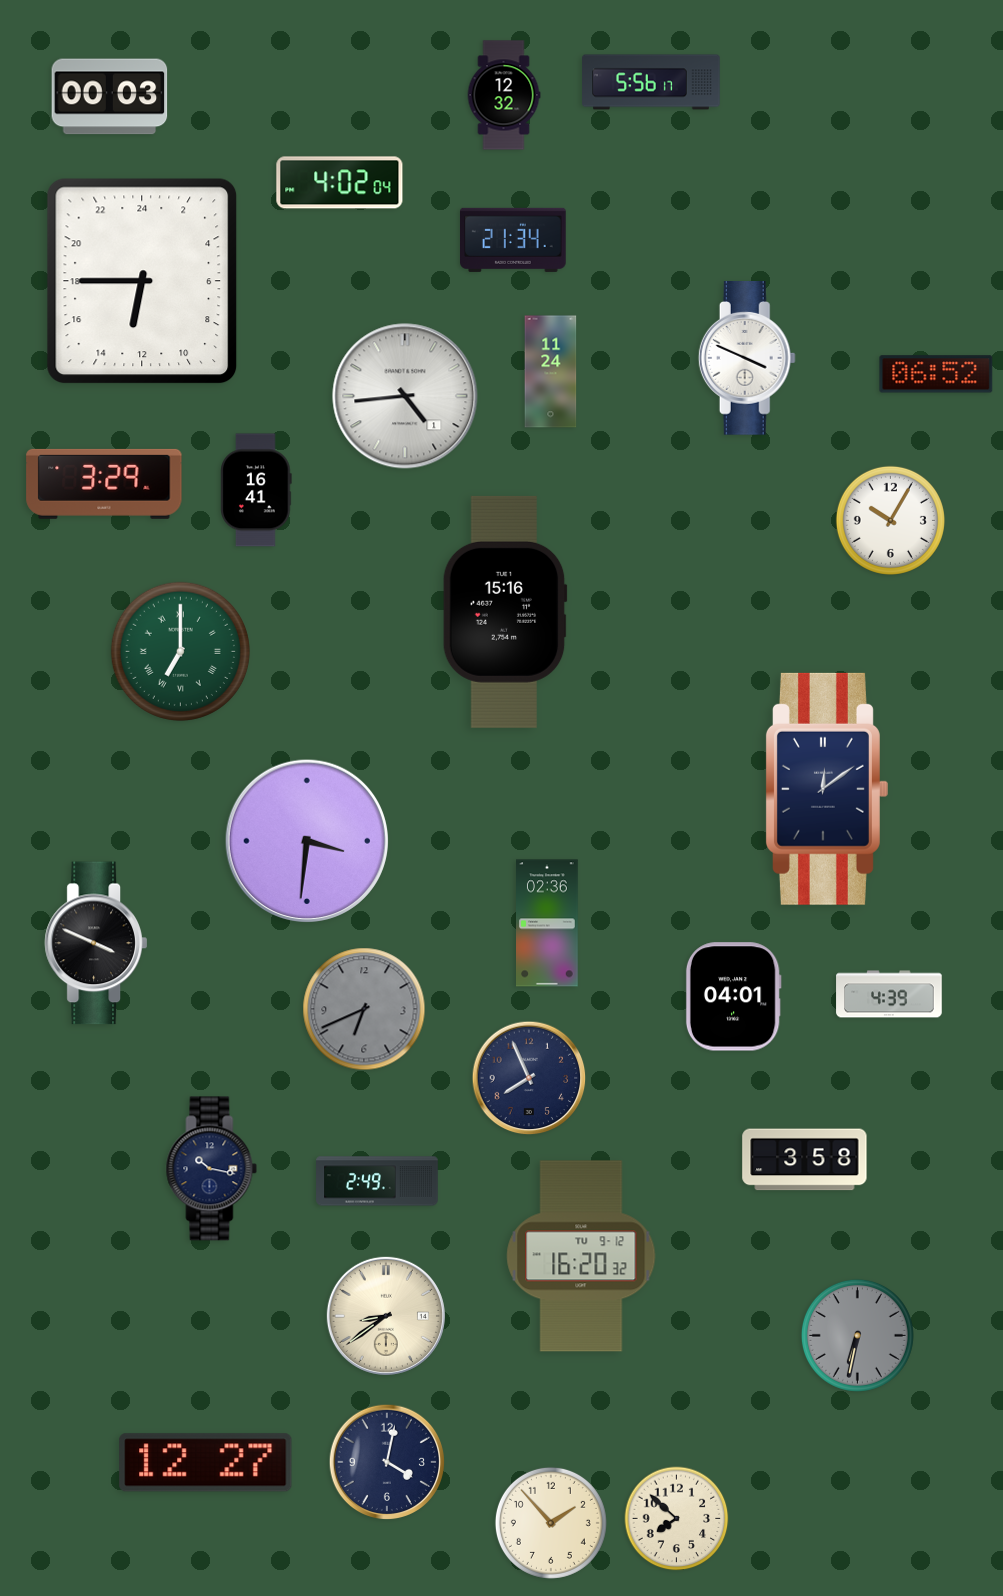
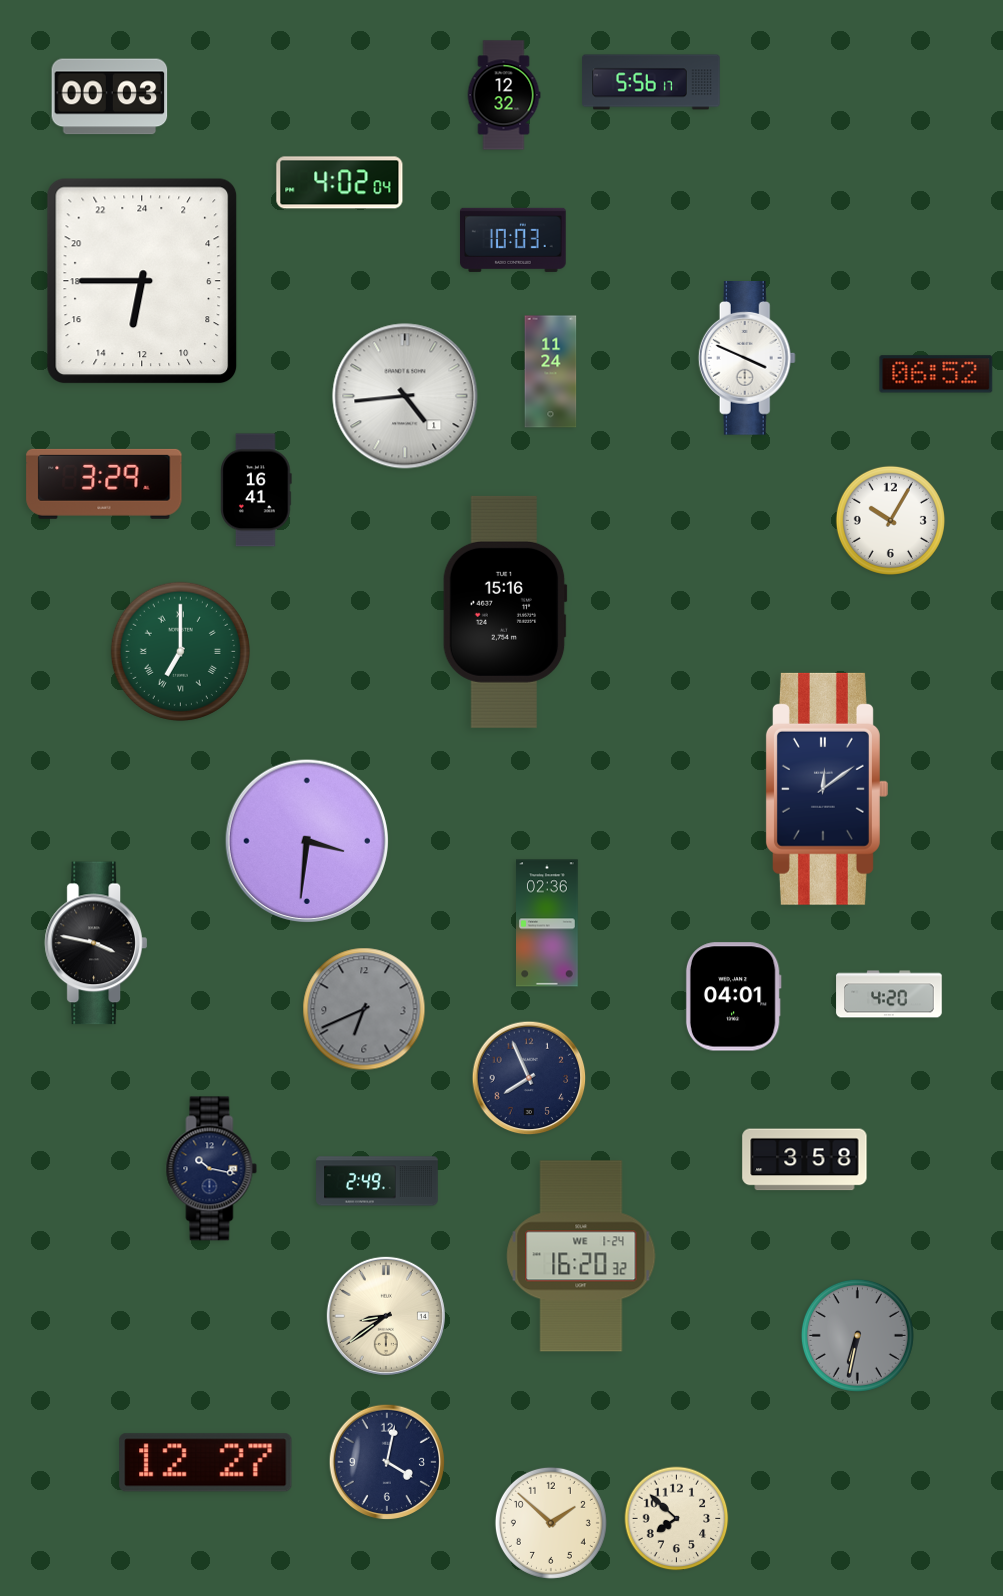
clock at (514, 240): 21:34 -> 10:03
clock at (96, 943): 3:49 -> 3:47
clock at (889, 994): 4:39 -> 4:20
clock at (581, 1256) date: TU 9-12 -> WE 1-24
clock at (551, 1523): 1:53 -> 1:52
